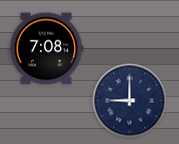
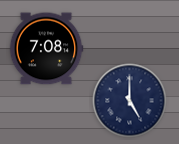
clock at (130, 101): 9:00 -> 5:00
